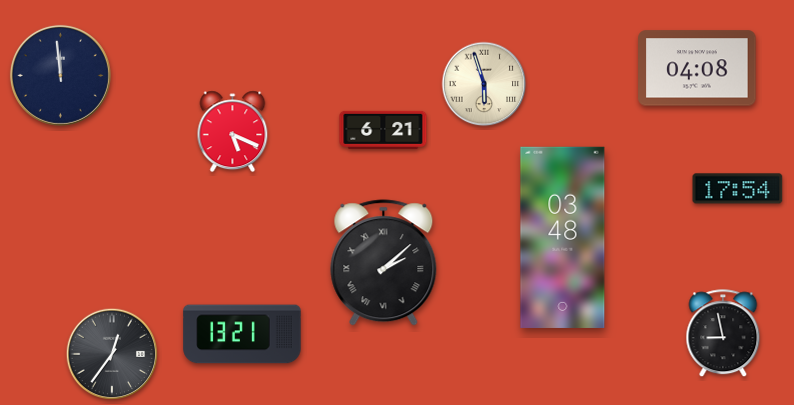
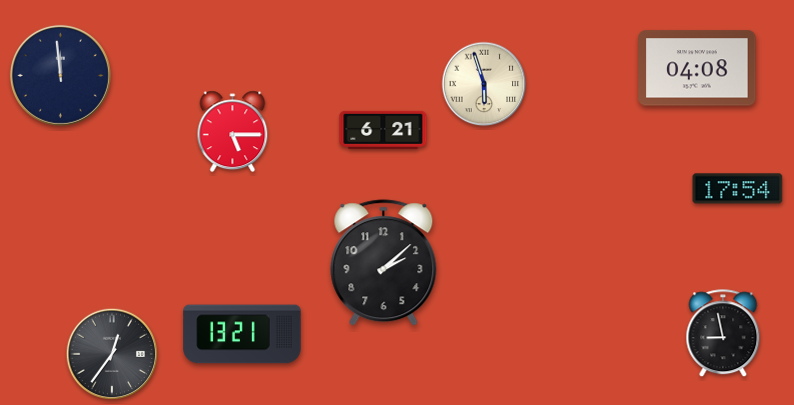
clock at (233, 132): 5:19 -> 5:15
clock at (563, 237): 03:48 -> none
clock at (384, 263) numerals: Roman -> Arabic
